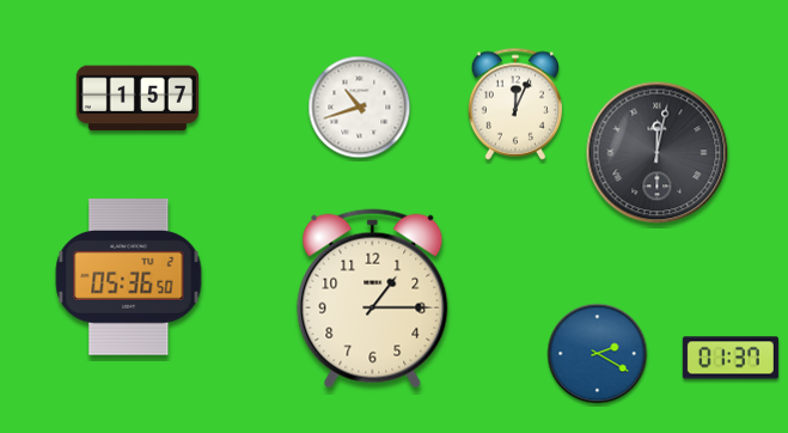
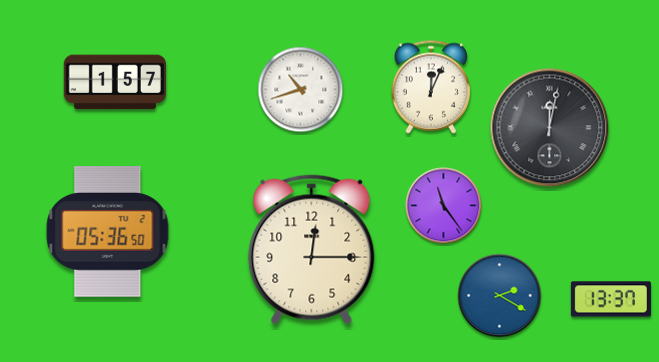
clock at (444, 206): none -> 11:24
clock at (373, 299): 1:15 -> 12:15
clock at (731, 358): 01:37 -> 13:37
